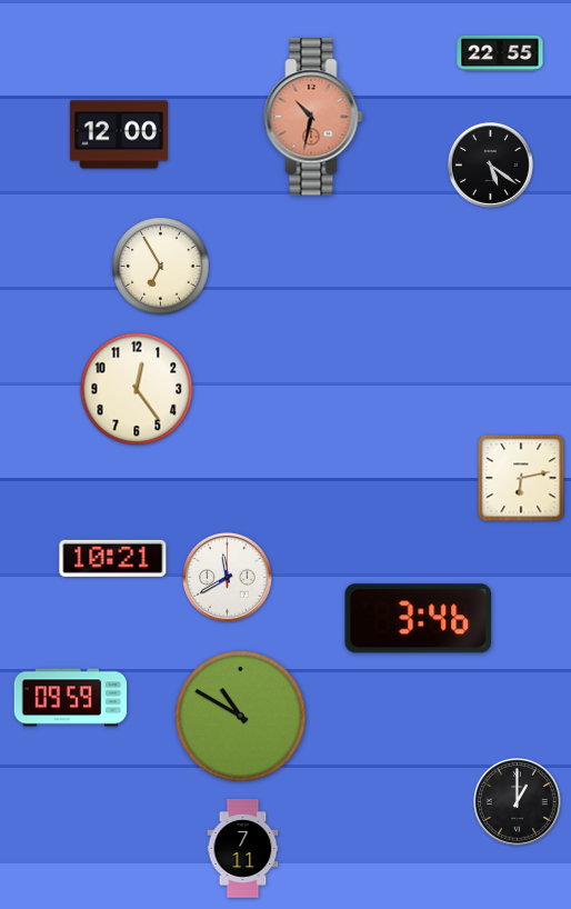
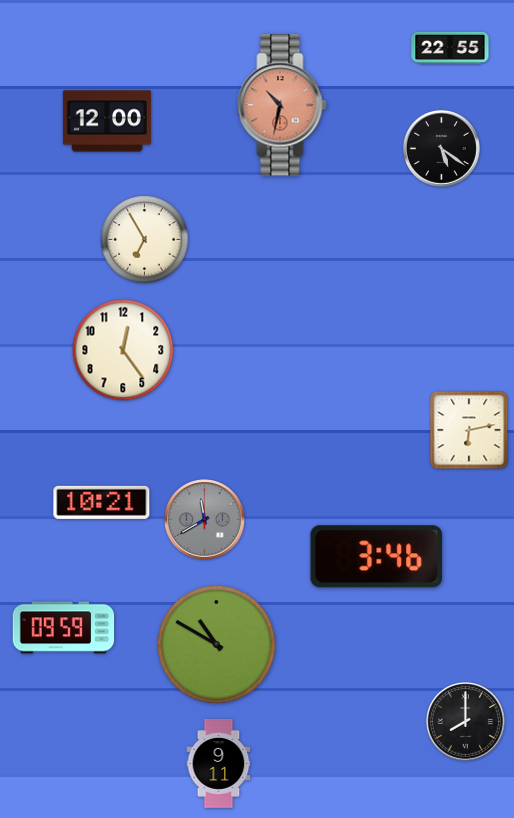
clock at (228, 578) dial: white -> grey
clock at (518, 802): 1:00 -> 8:00
clock at (243, 848): 7:11 -> 9:11
